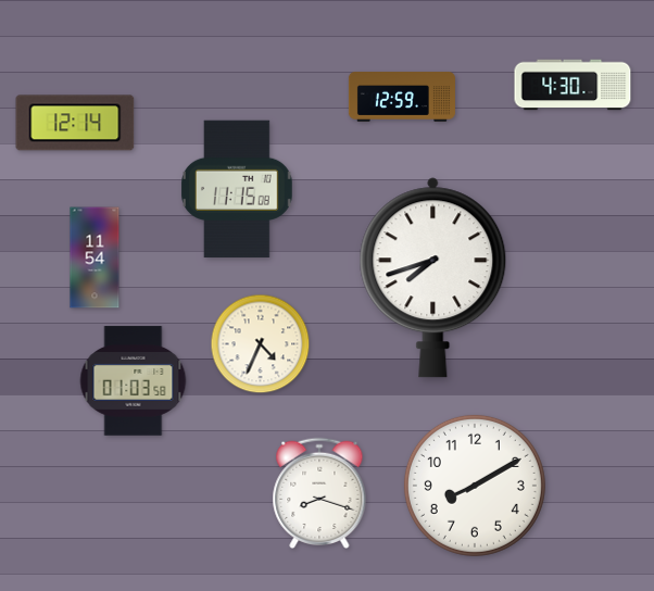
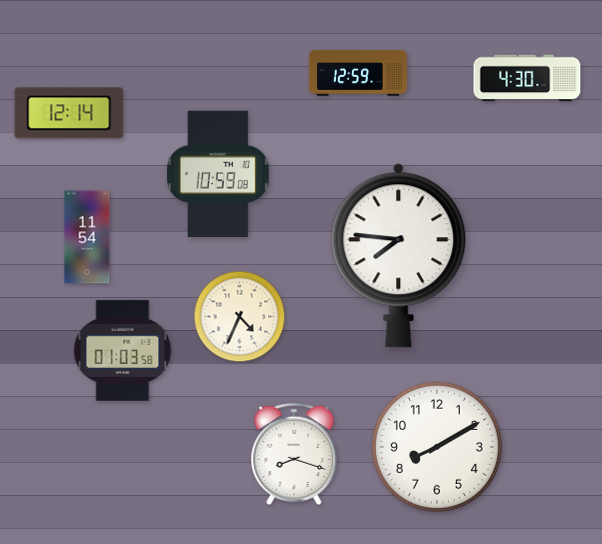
clock at (402, 97) position: (402, 97) -> (358, 73)
clock at (238, 189): 11:15 -> 10:59
clock at (433, 278): 7:42 -> 7:46
